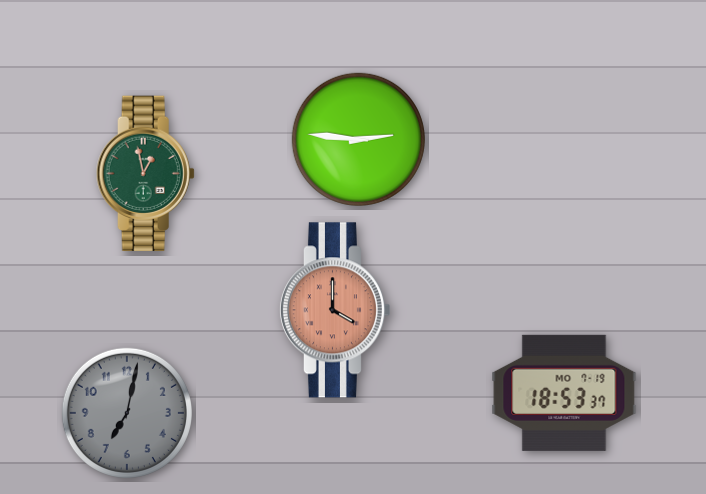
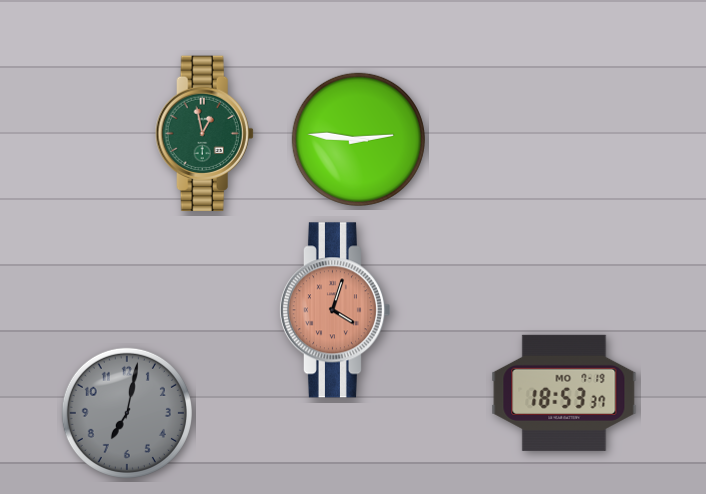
clock at (145, 174) position: (145, 174) -> (204, 134)
clock at (334, 310): 4:00 -> 4:03
